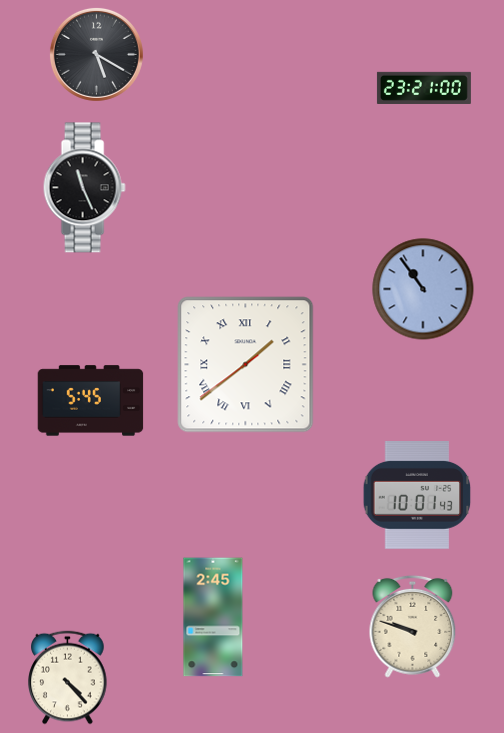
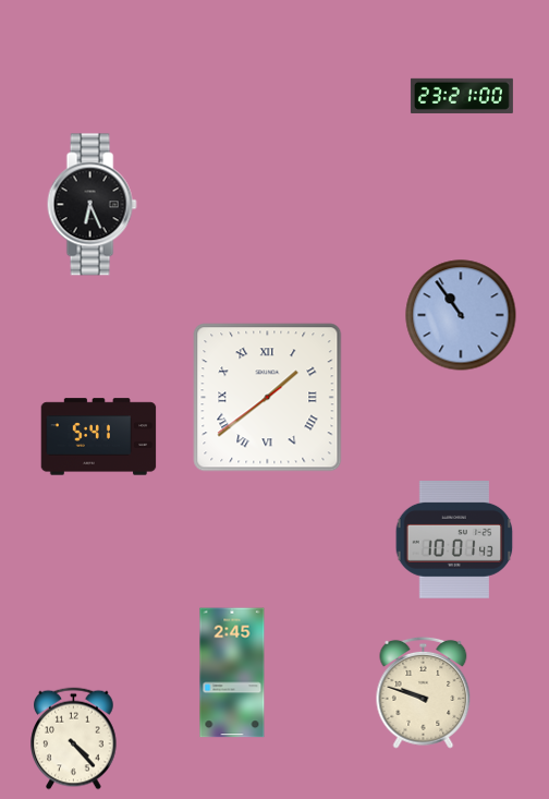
clock at (96, 54): 5:20 -> none
clock at (84, 188): 11:26 -> 6:26
clock at (91, 401): 5:45 -> 5:41
clock at (413, 626) position: (413, 626) -> (424, 692)
